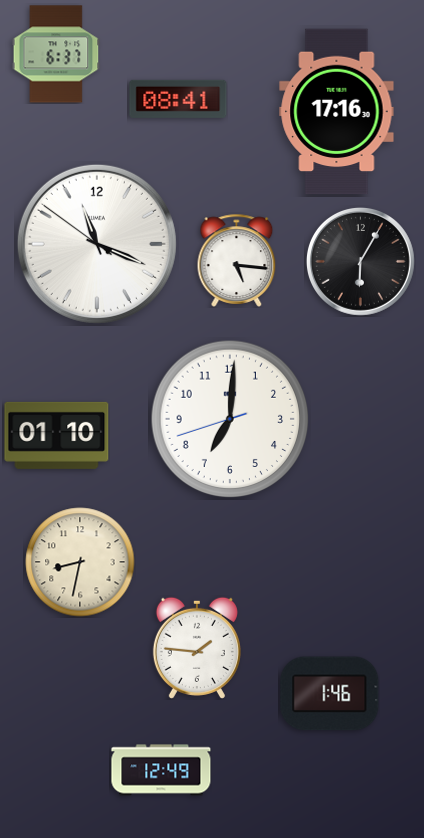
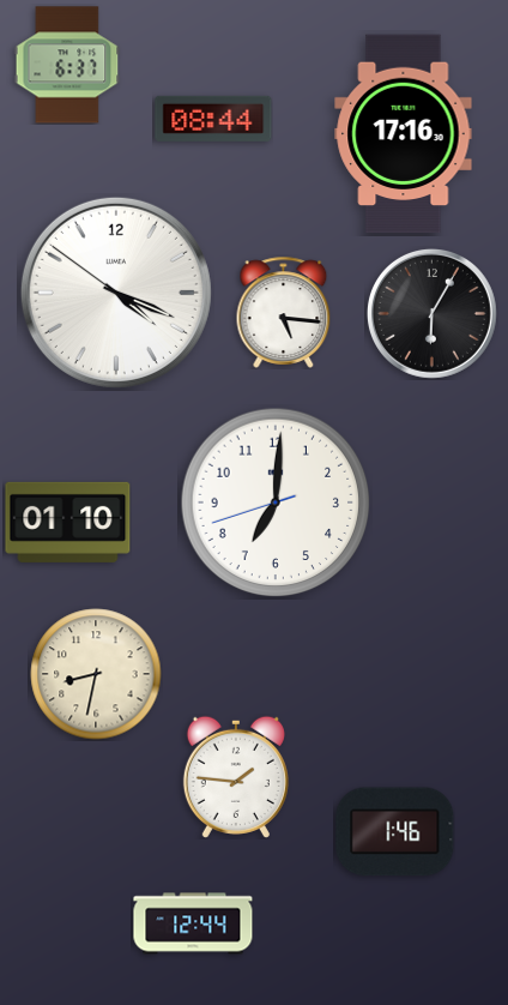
clock at (178, 99): 08:41 -> 08:44
clock at (97, 244): 11:18 -> 4:18
clock at (161, 770): 12:49 -> 12:44
